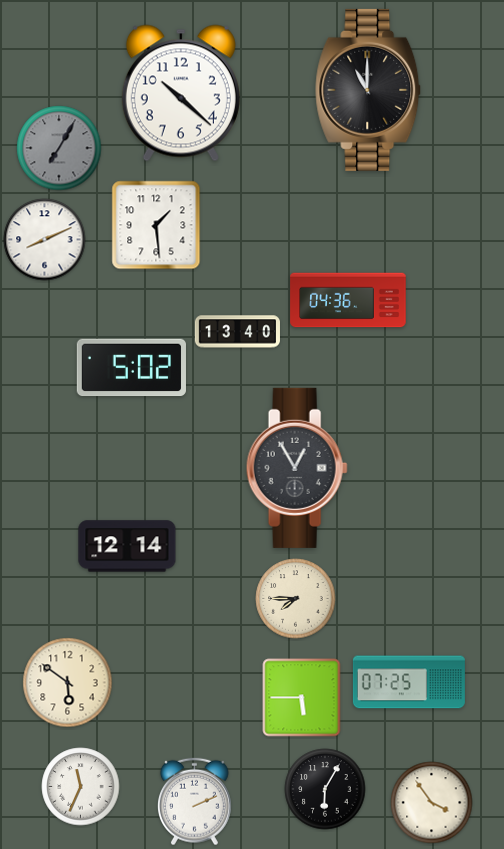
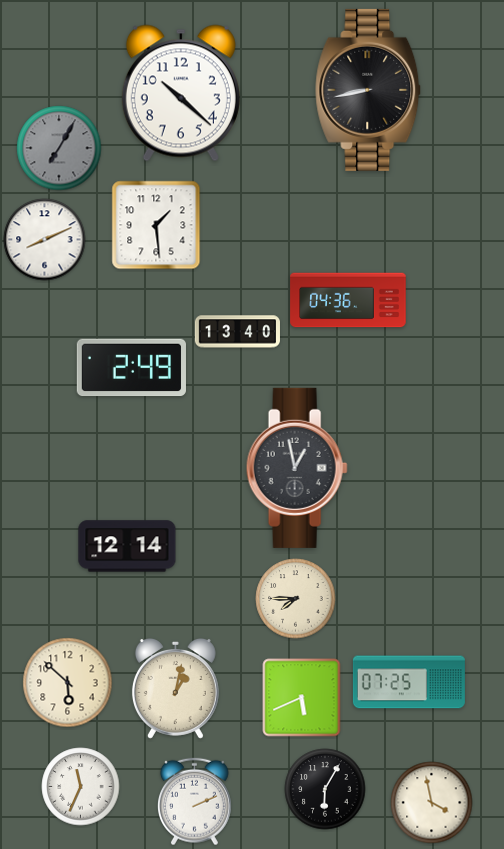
clock at (369, 90): 11:00 -> 8:43
clock at (131, 368): 5:02 -> 2:49
clock at (297, 468): 12:55 -> 12:58
clock at (68, 683): 5:51 -> 5:52
clock at (175, 688): none -> 1:02
clock at (302, 698): 5:45 -> 5:41
clock at (432, 803): 3:54 -> 3:58
